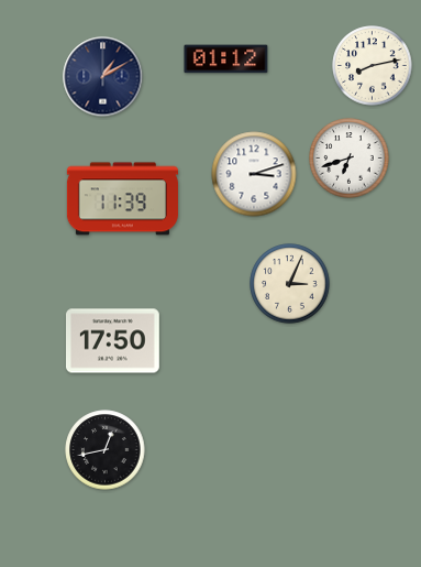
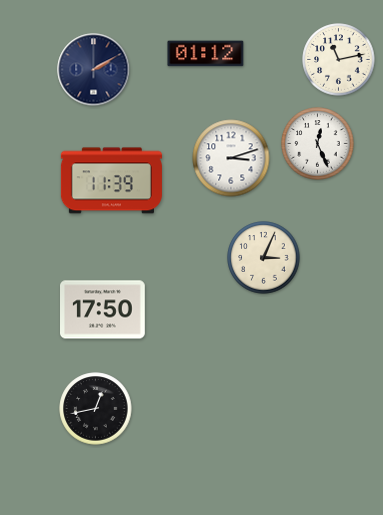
clock at (373, 66): 8:13 -> 11:13
clock at (103, 77): 1:10 -> 2:10
clock at (350, 159): 6:42 -> 12:26
